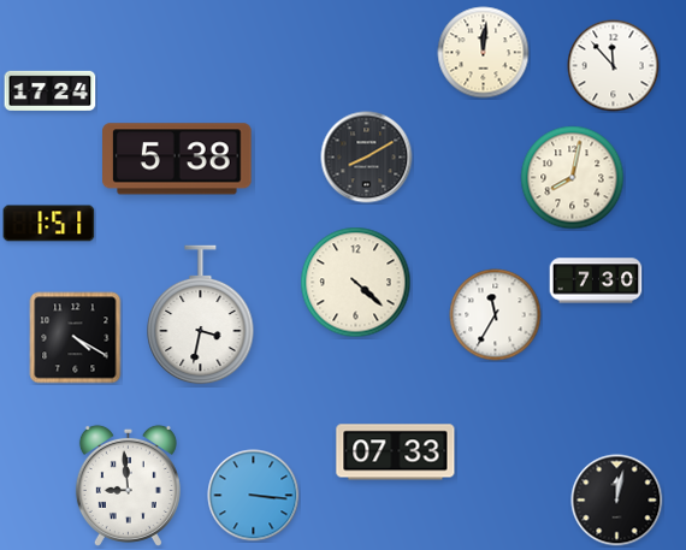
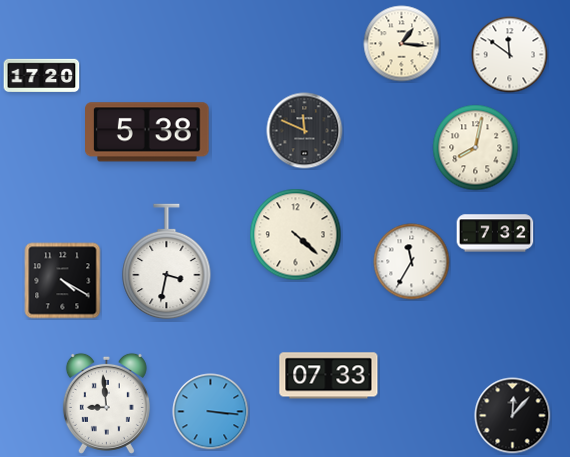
clock at (484, 53): 12:01 -> 1:16
clock at (614, 66): 11:53 -> 11:51
clock at (51, 90): 17:24 -> 17:20
clock at (367, 158): 8:10 -> 11:49
clock at (49, 224): 1:51 -> none
clock at (596, 280): 7:30 -> 7:32
clock at (617, 501): 12:02 -> 12:07
